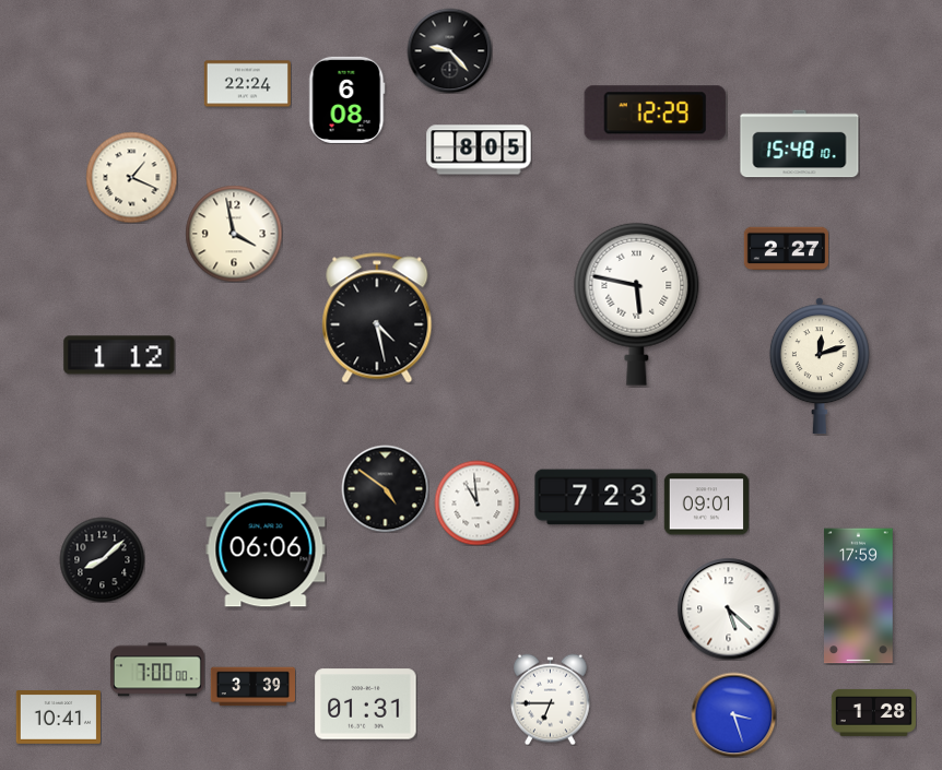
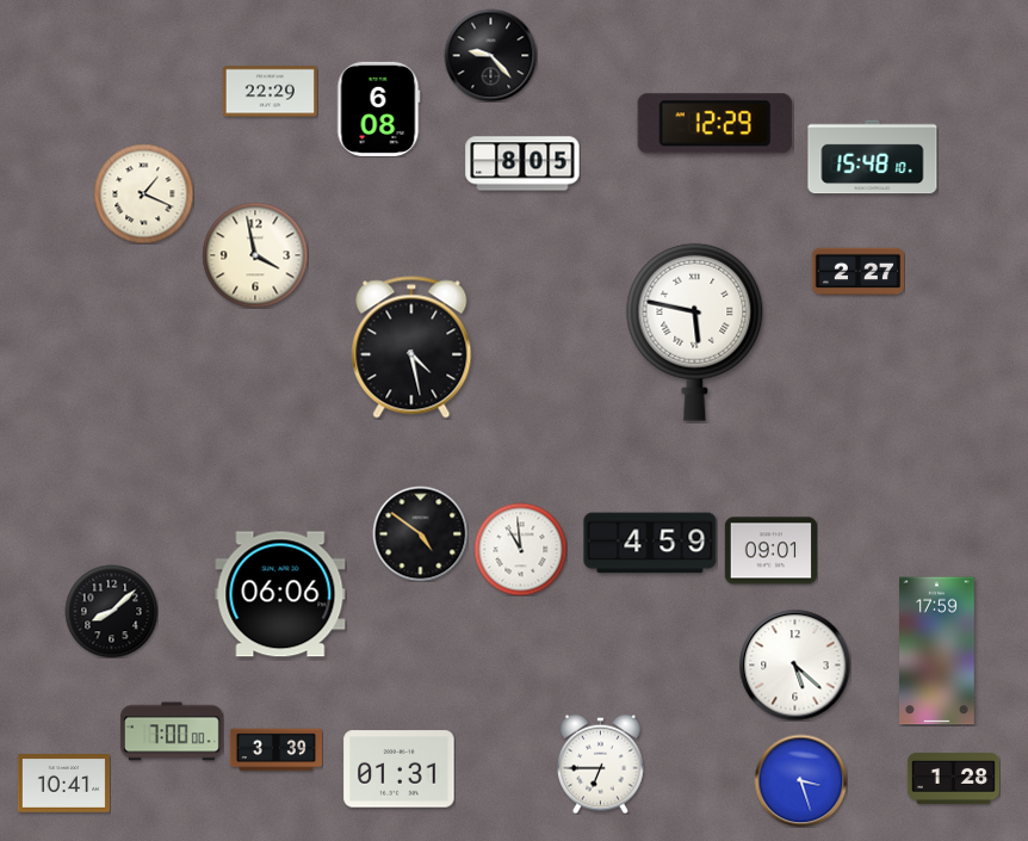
clock at (247, 84): 22:24 -> 22:29
clock at (119, 355): 1:12 -> none
clock at (820, 366): 12:12 -> none
clock at (596, 497): 7:23 -> 4:59
clock at (266, 549) position: (266, 549) -> (280, 594)
